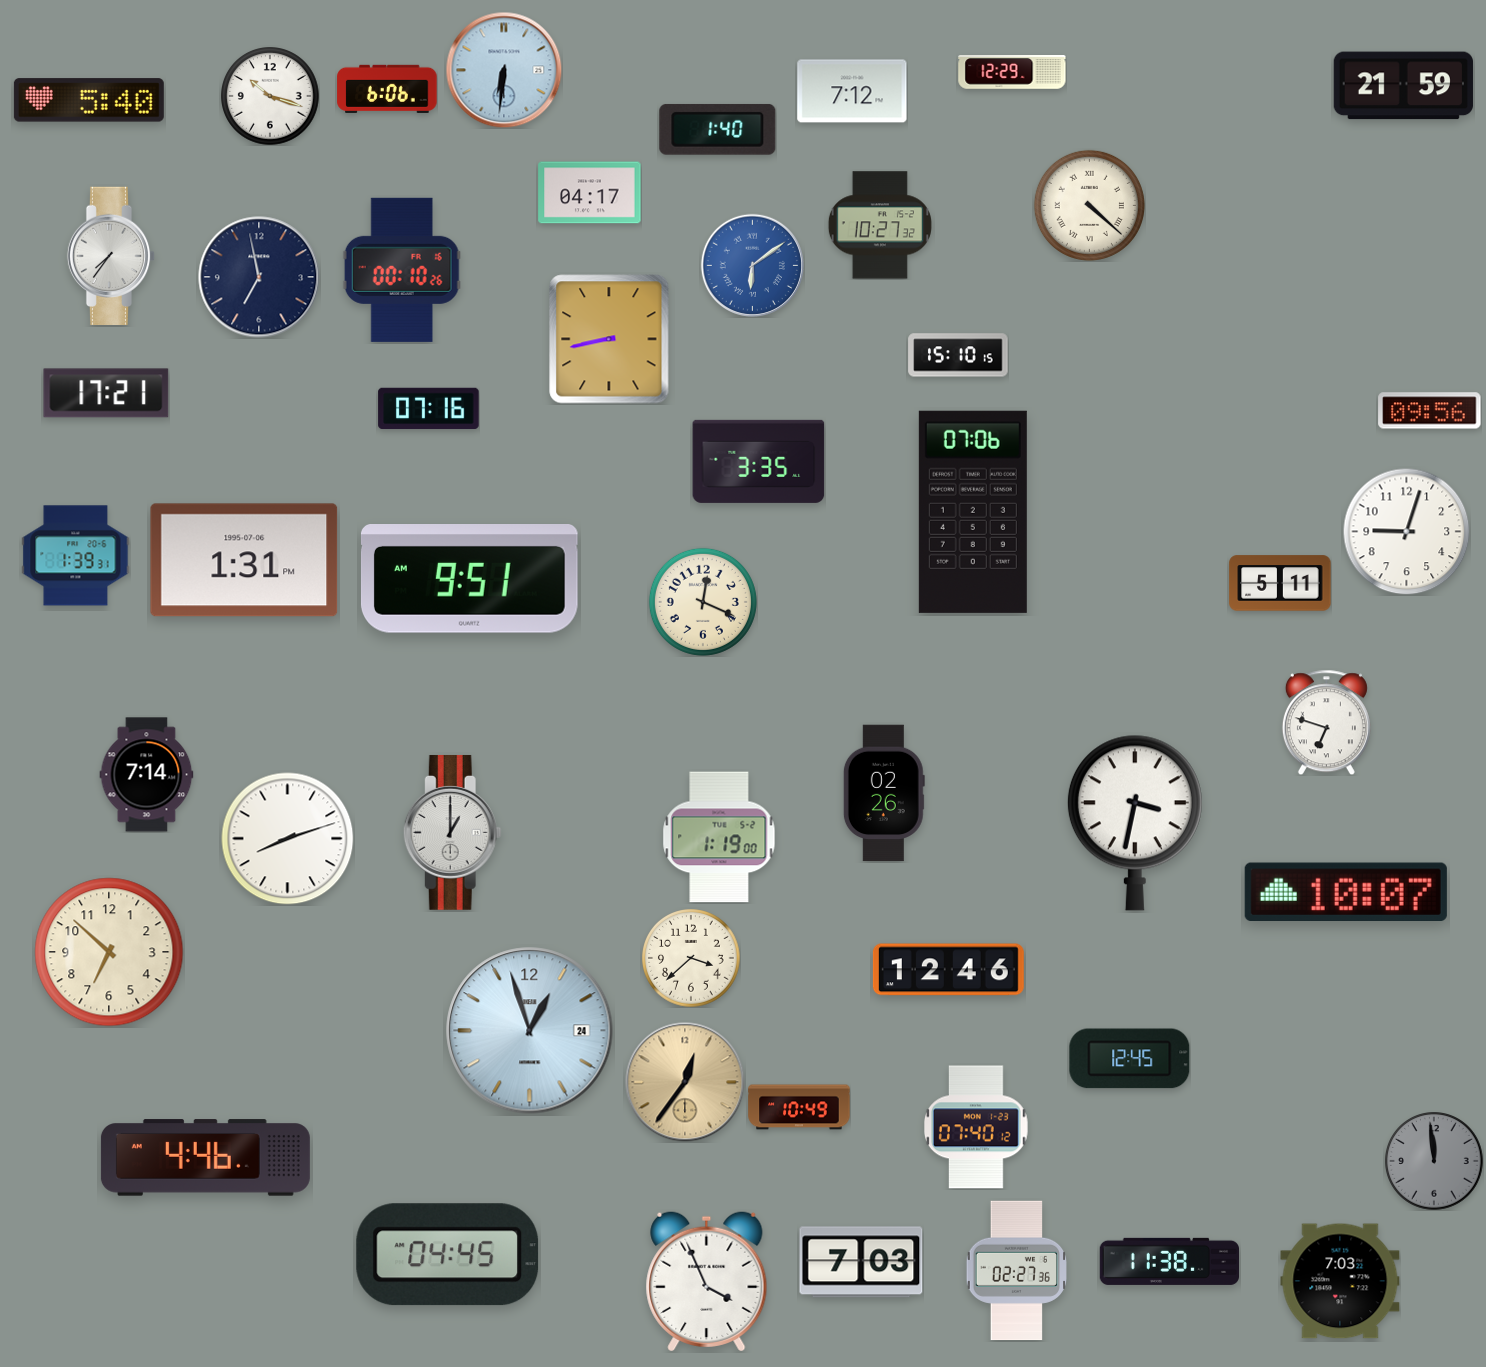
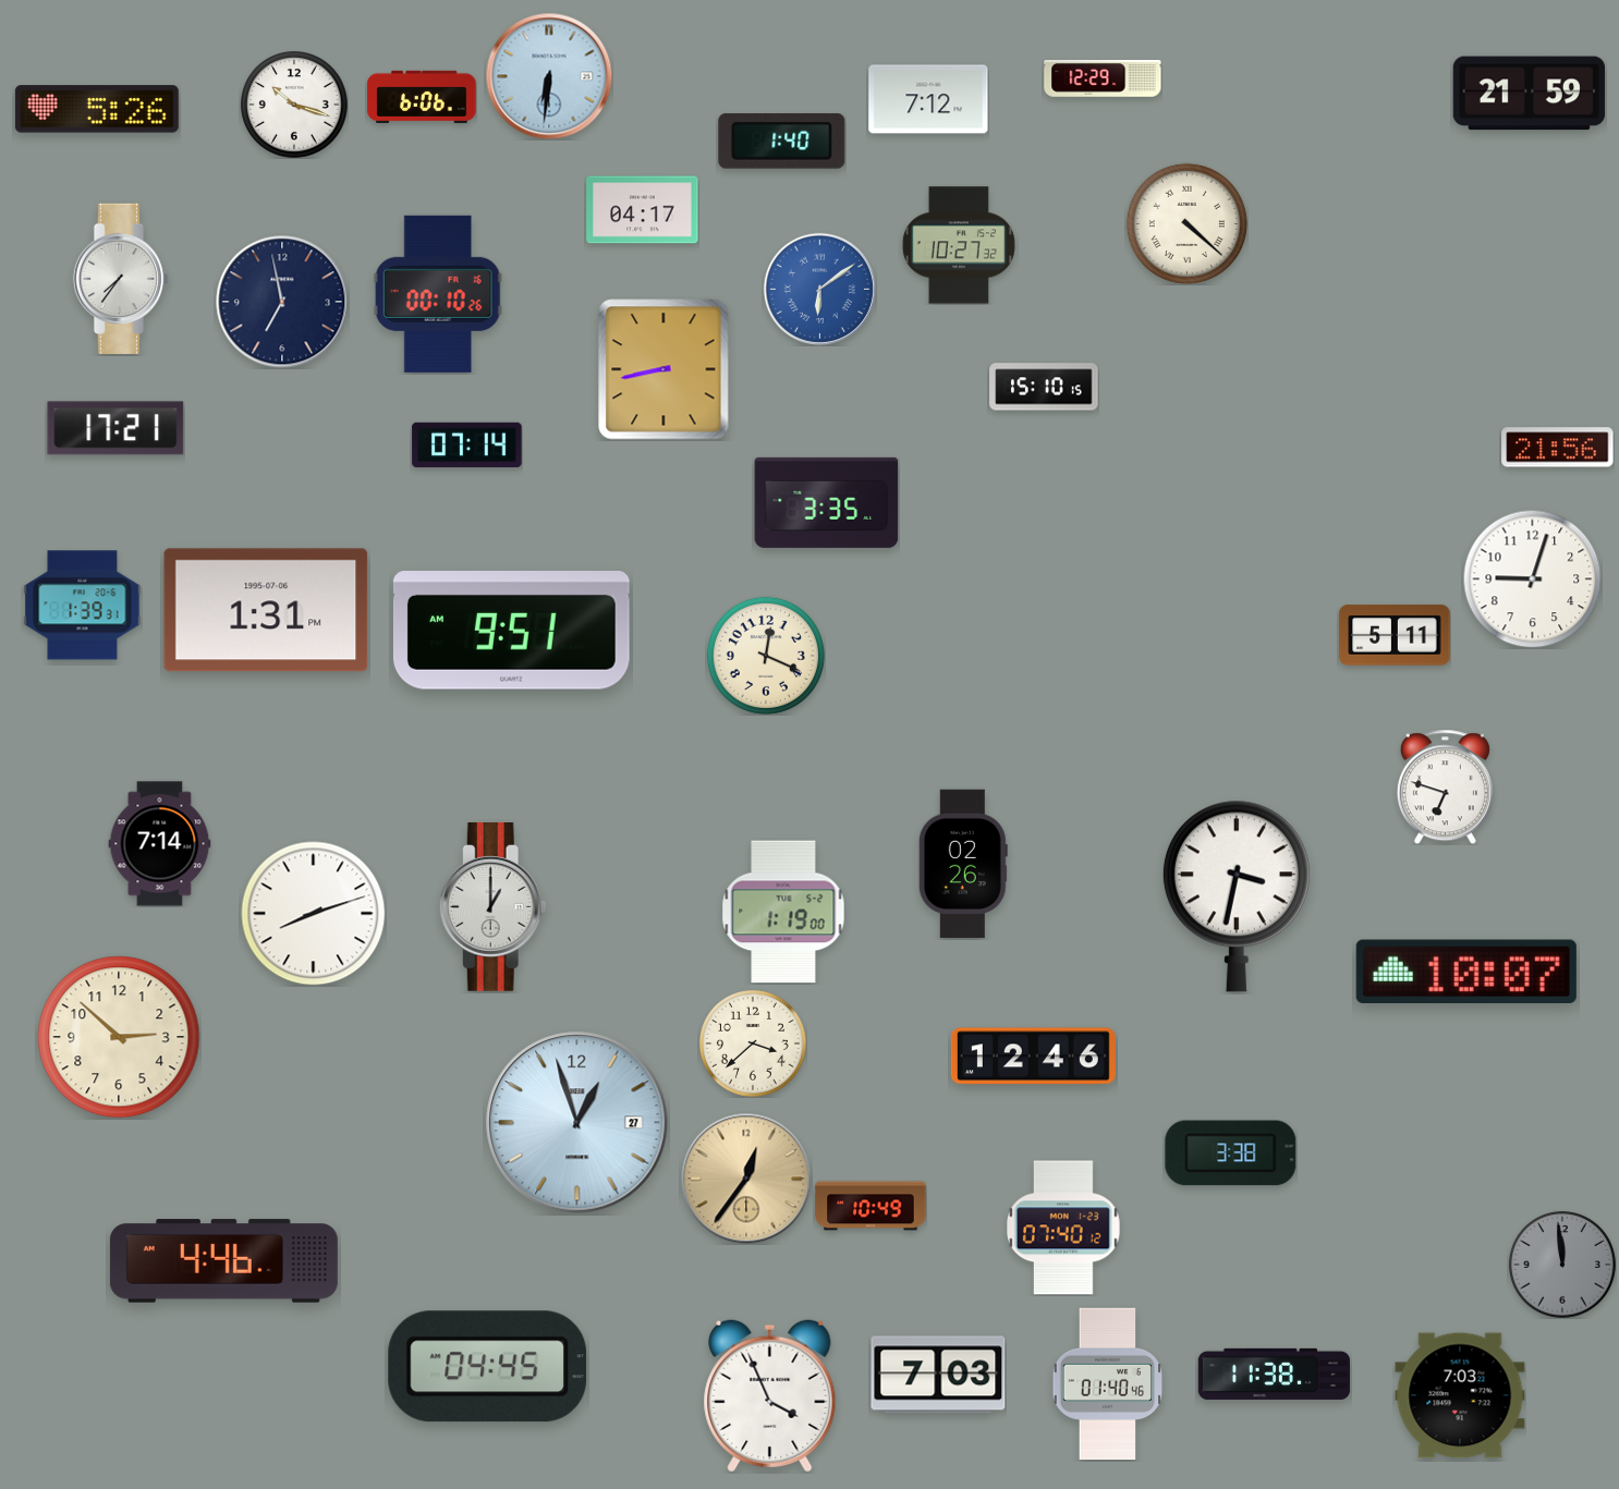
clock at (89, 100): 5:40 -> 5:26
clock at (429, 409): 07:16 -> 07:14
clock at (1430, 411): 09:56 -> 21:56
clock at (973, 512): 07:06 -> none
clock at (109, 952): 6:52 -> 2:52
clock at (530, 1031) date: 24 -> 27
clock at (1130, 1059): 12:45 -> 3:38
clock at (1017, 1271): 02:27 -> 01:40
